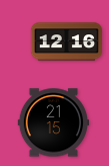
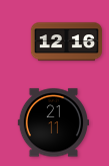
clock at (53, 123): 21:15 -> 21:11
